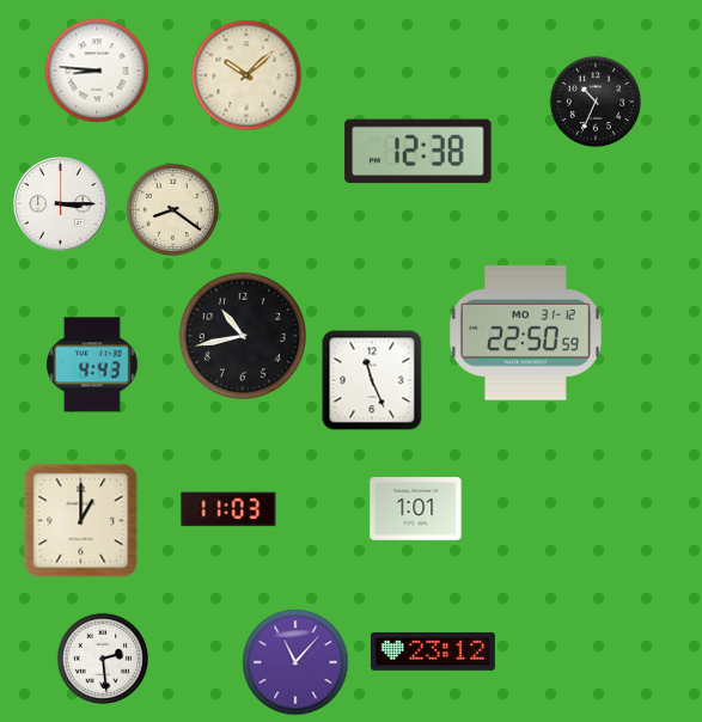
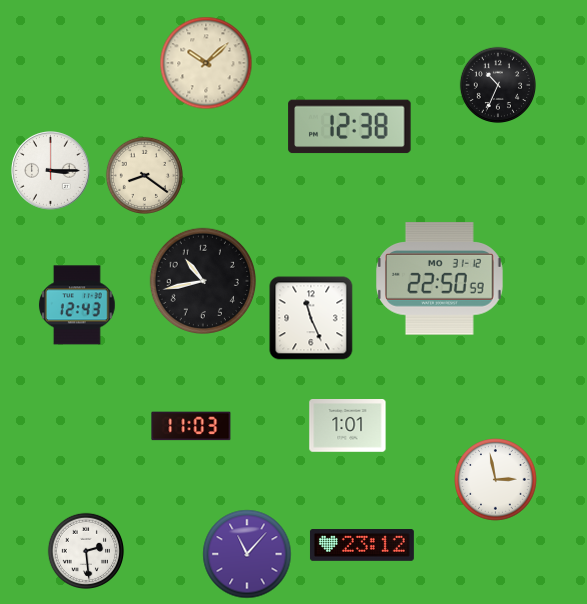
clock at (97, 71): 8:46 -> none
clock at (92, 365): 4:43 -> 12:43
clock at (81, 521): 1:00 -> none
clock at (496, 480): none -> 2:58
